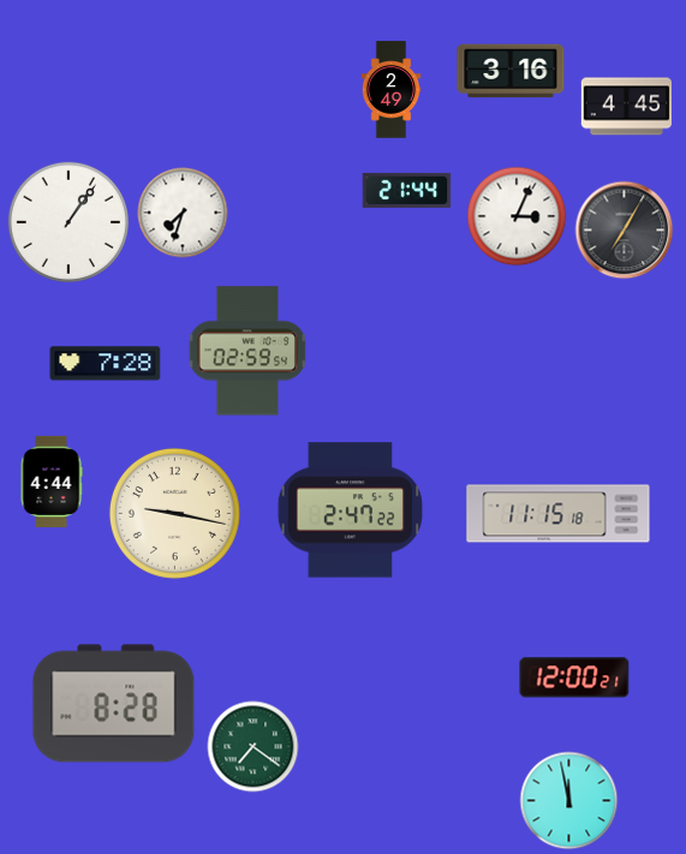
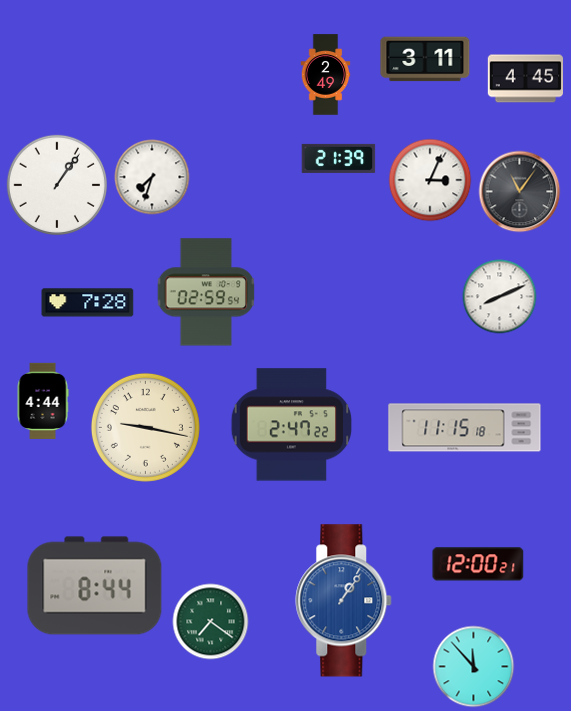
clock at (511, 71): 3:16 -> 3:11
clock at (626, 107) position: (626, 107) -> (525, 79)
clock at (407, 190): 21:44 -> 21:39
clock at (625, 231): 7:05 -> 11:06
clock at (500, 297): none -> 8:11
clock at (114, 704): 8:28 -> 8:44
clock at (344, 601): none -> 1:06
clock at (569, 801): 11:58 -> 11:53
